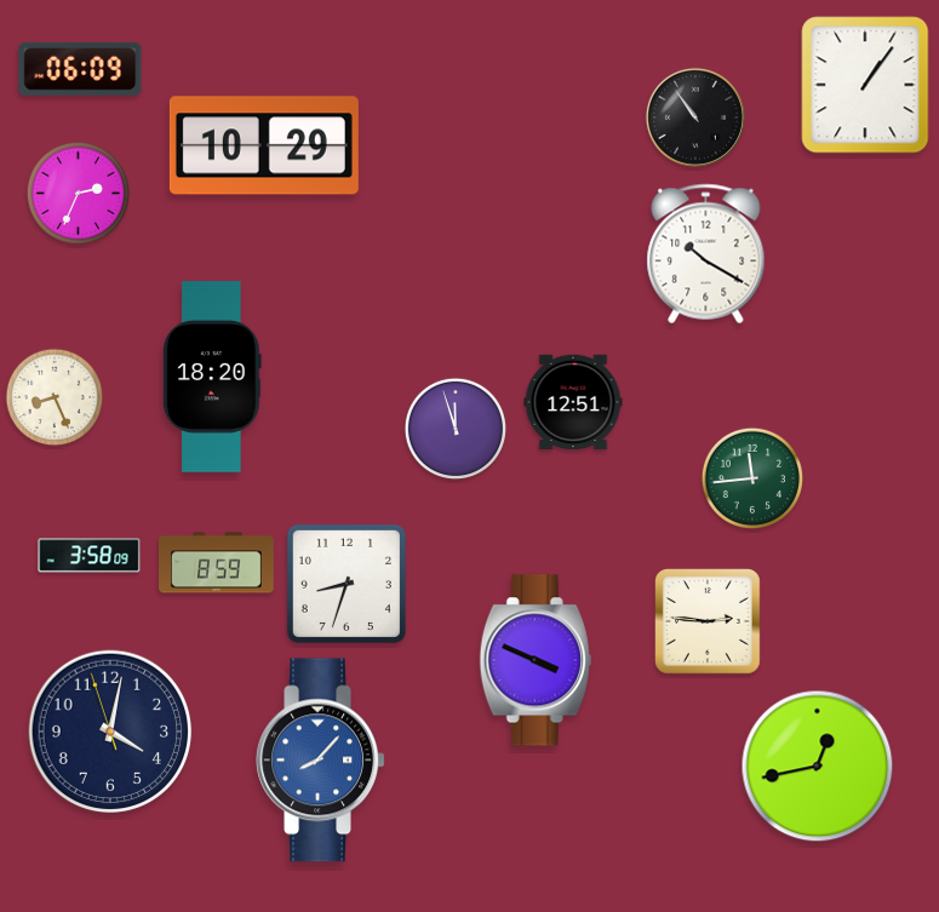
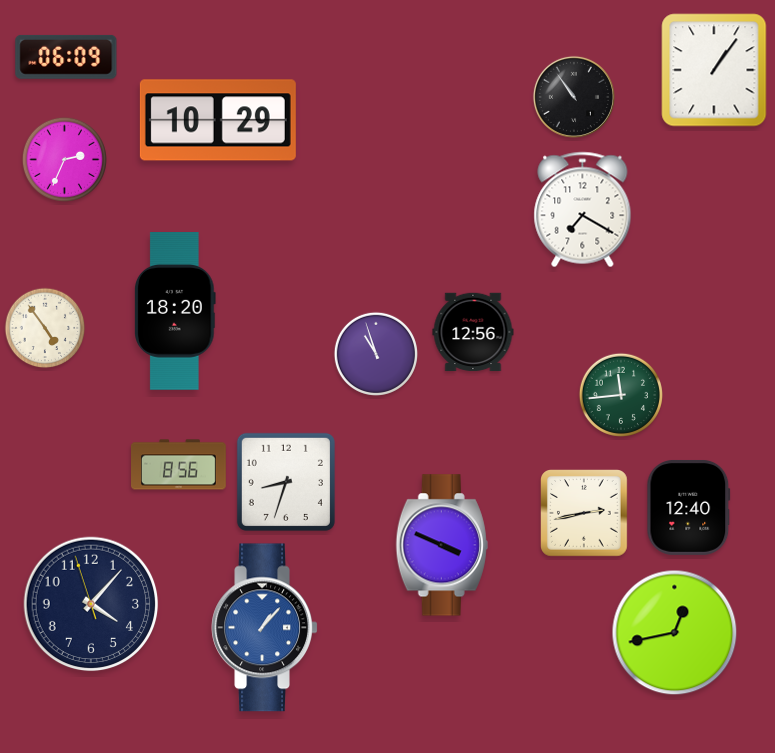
clock at (706, 254): 10:20 -> 7:20
clock at (55, 397): 8:26 -> 4:54
clock at (573, 402): 12:51 -> 12:56
clock at (456, 429): 11:57 -> 10:57
clock at (90, 556): 3:58 -> none
clock at (217, 563): 8:59 -> 8:56
clock at (689, 507): none -> 12:40
clock at (709, 623): 2:46 -> 2:43
clock at (110, 732): 4:01 -> 4:06
clock at (321, 761): 8:07 -> 1:07
